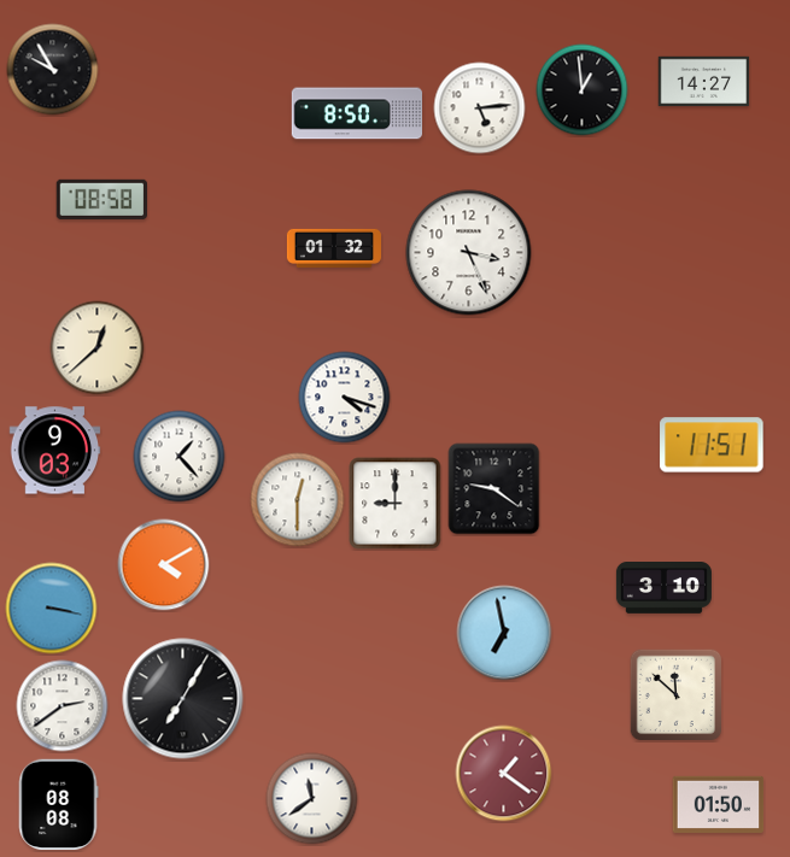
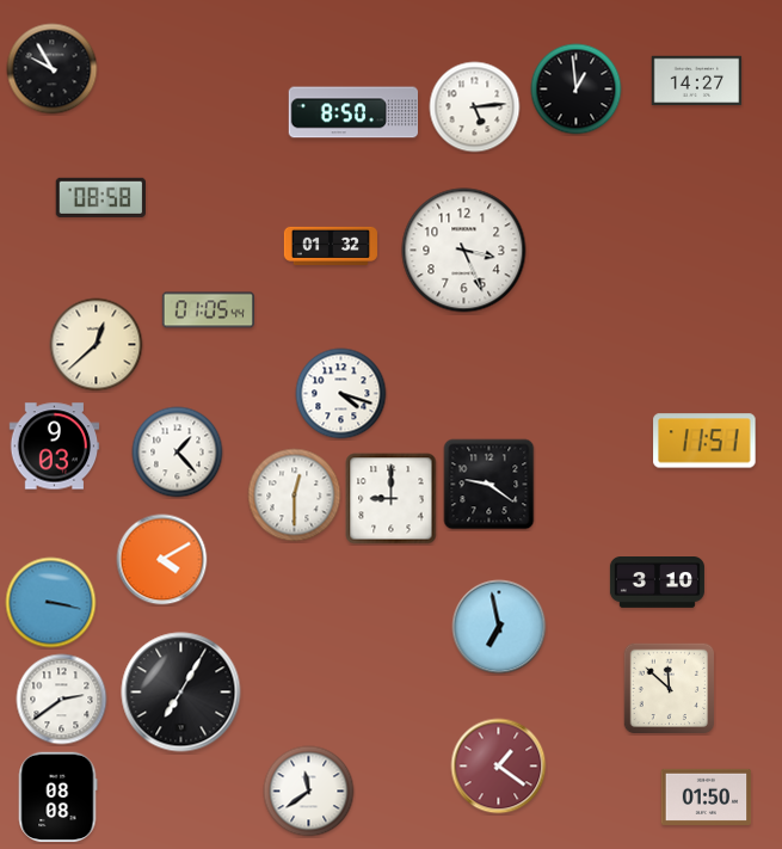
clock at (208, 310): none -> 01:05
clock at (719, 804) position: (719, 804) -> (707, 796)
